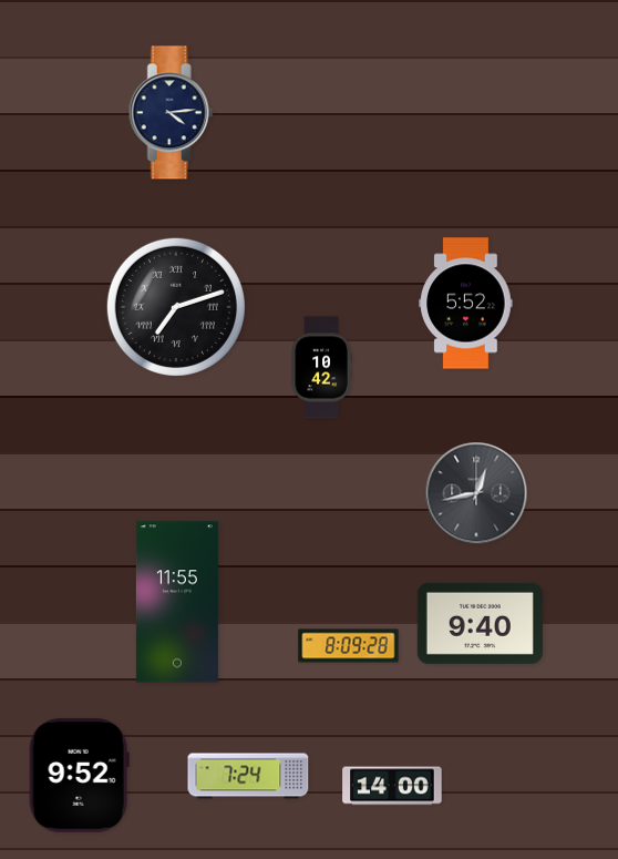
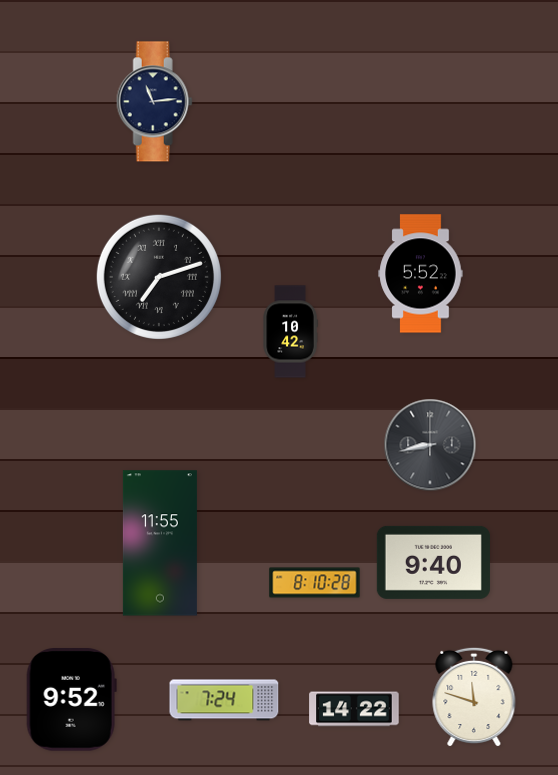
clock at (171, 113): 4:14 -> 11:14
clock at (476, 493): 12:43 -> 8:43
clock at (349, 646): 8:09 -> 8:10
clock at (474, 697): none -> 11:48
clock at (392, 786): 14:00 -> 14:22
